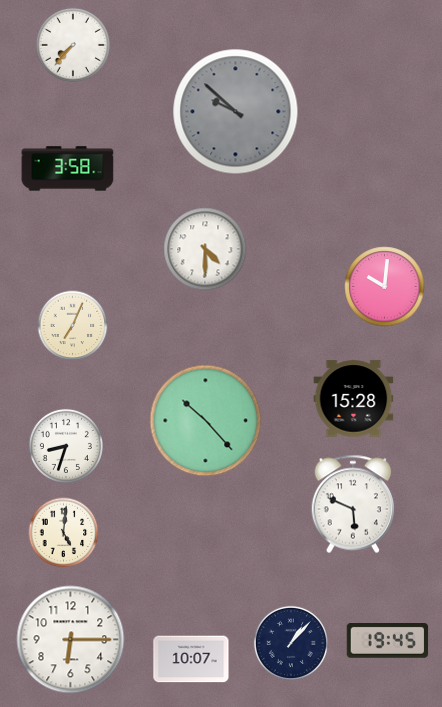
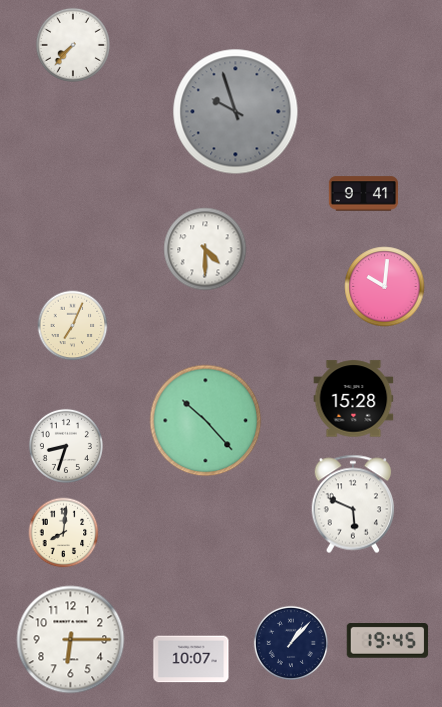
clock at (236, 112): 9:52 -> 9:57
clock at (68, 169): 3:58 -> none
clock at (363, 194): none -> 9:41
clock at (64, 533): 5:01 -> 8:01
